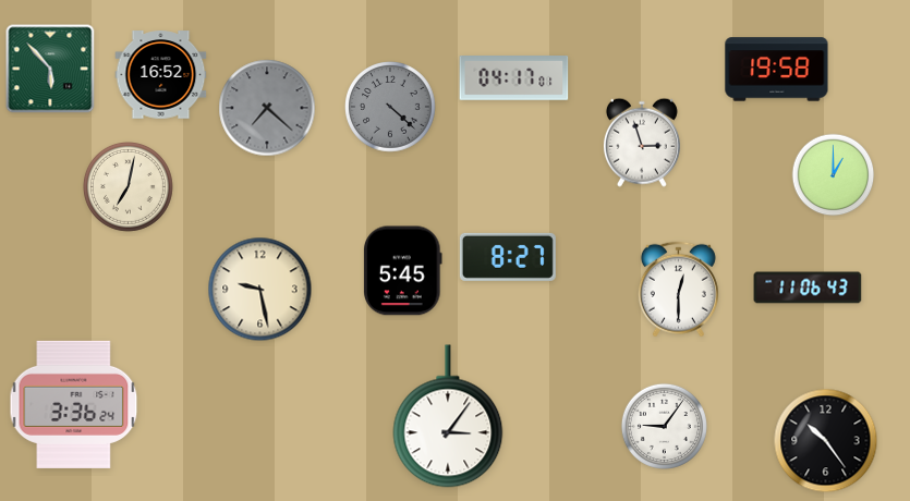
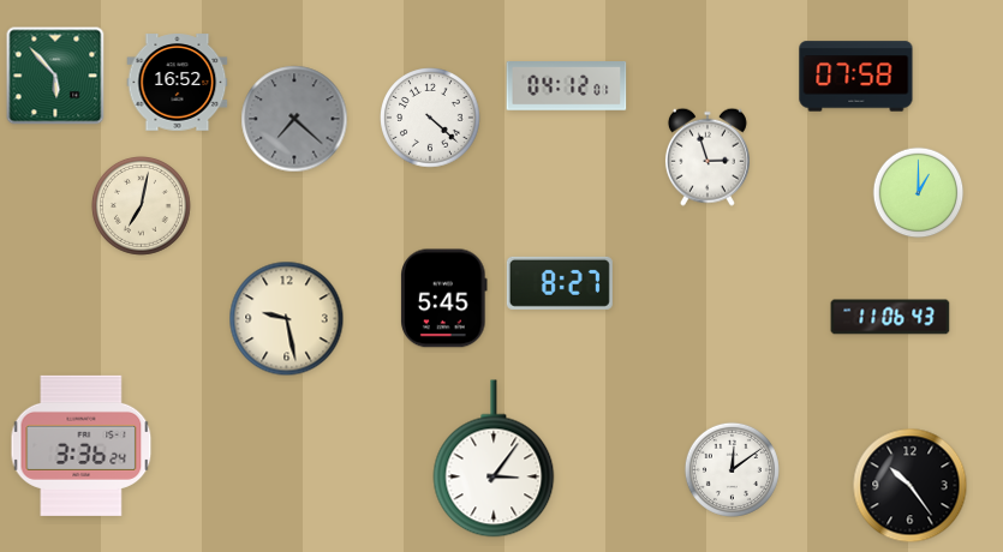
clock at (777, 70): 19:58 -> 07:58
clock at (514, 78): 04:17 -> 04:12
clock at (391, 108) dial: grey -> white
clock at (678, 290): 12:30 -> none
clock at (664, 426): 9:06 -> 12:09
